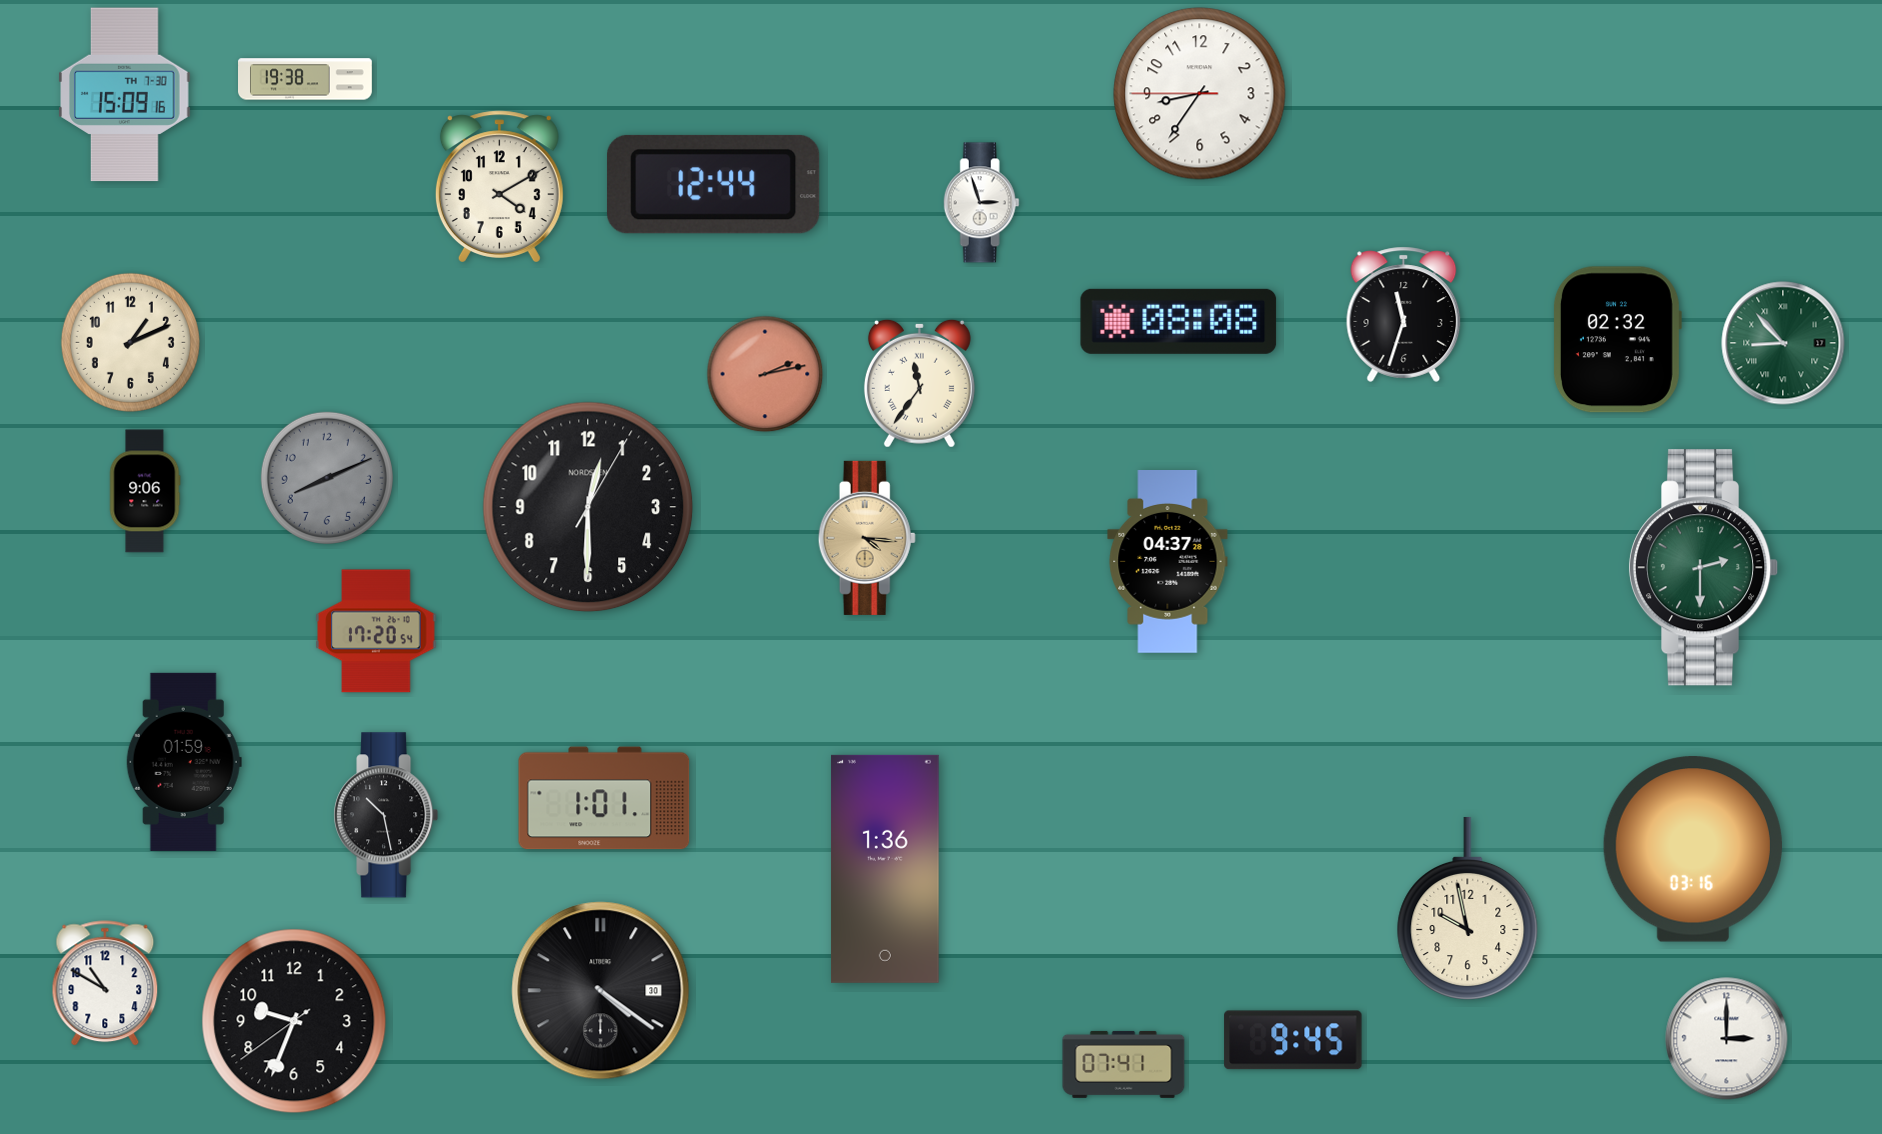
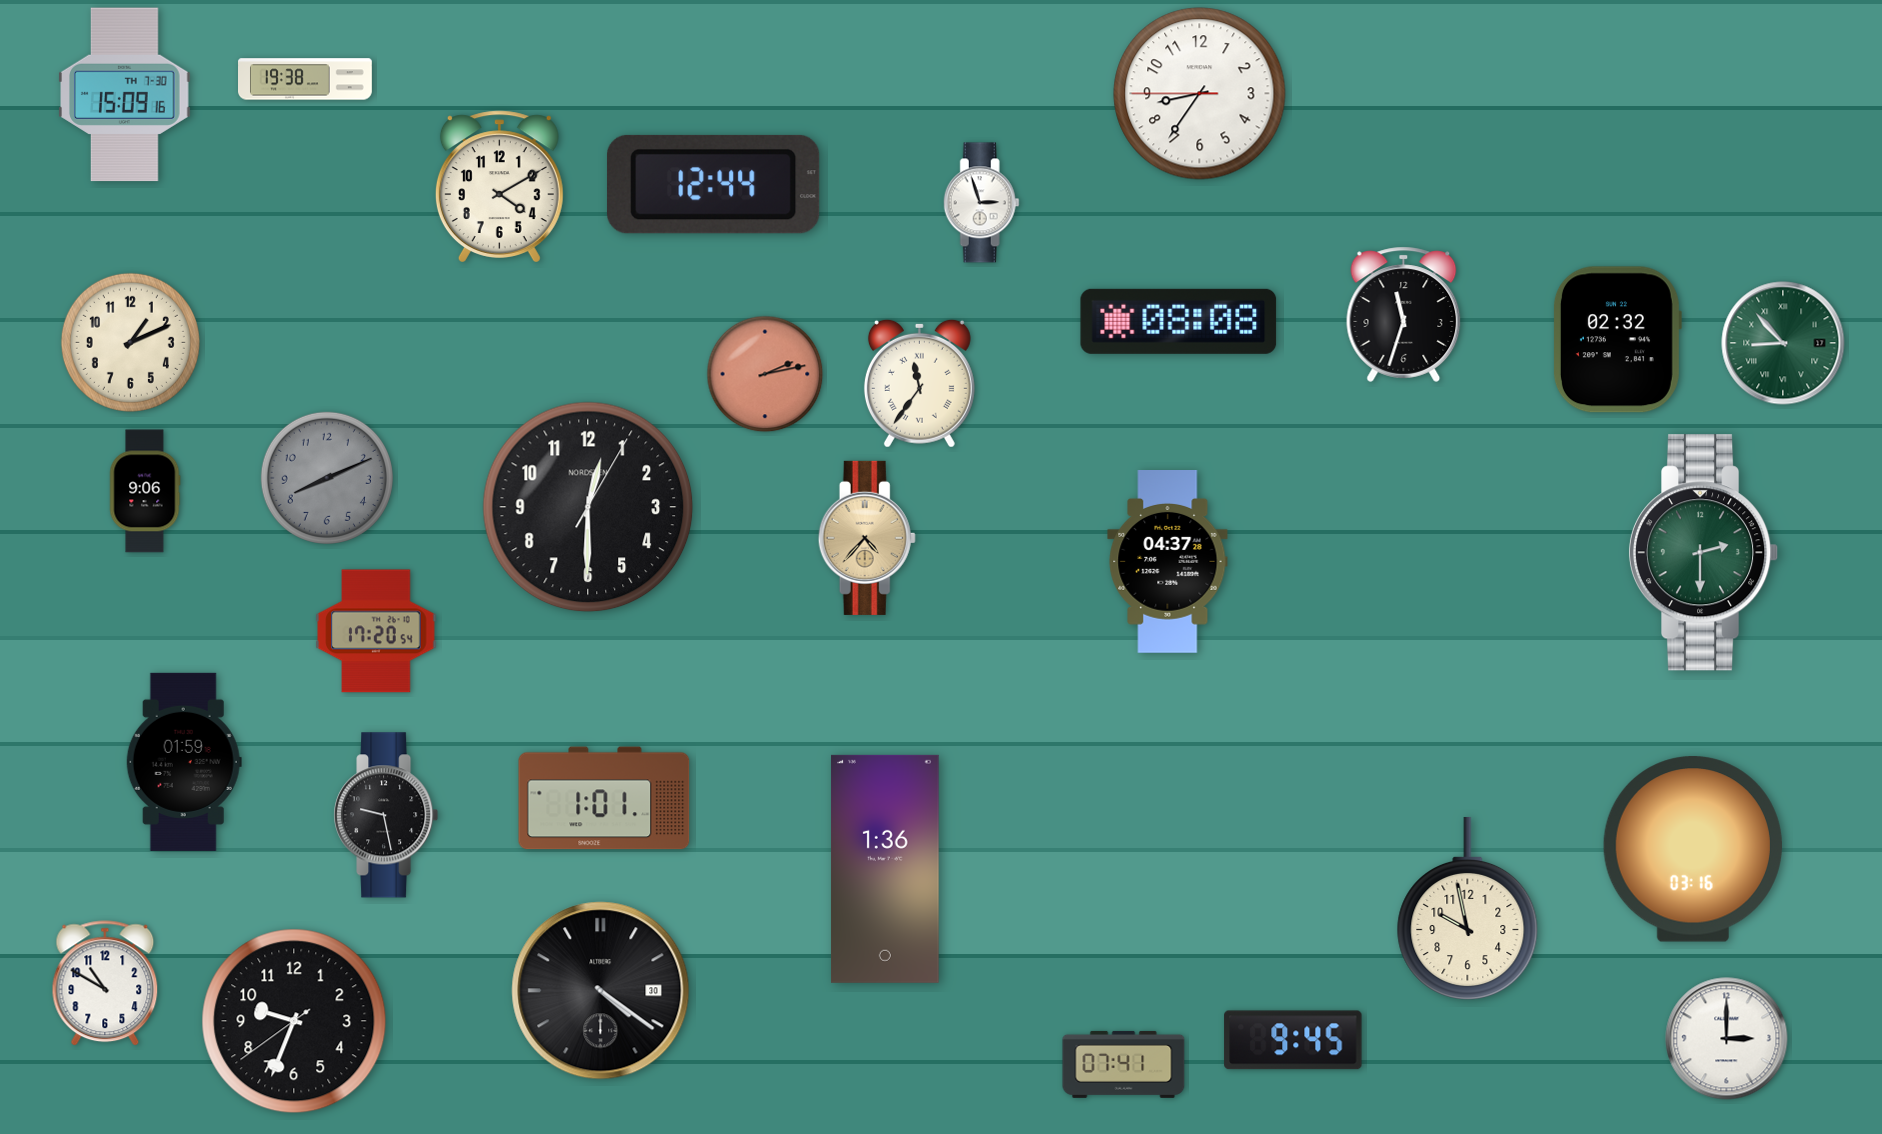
clock at (867, 538): 4:16 -> 4:37
clock at (1704, 568) position: (1704, 568) -> (1704, 553)
clock at (386, 815): 10:28 -> 9:28
